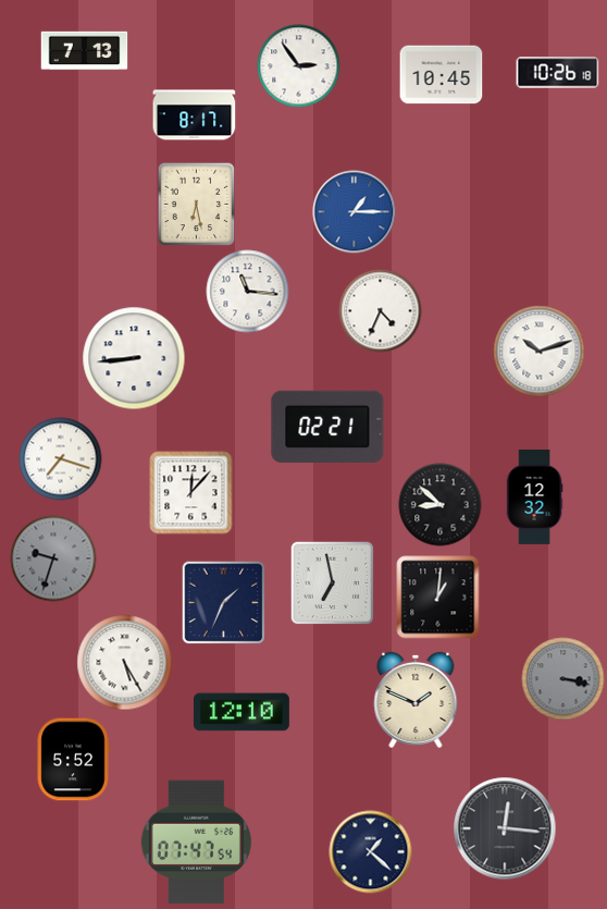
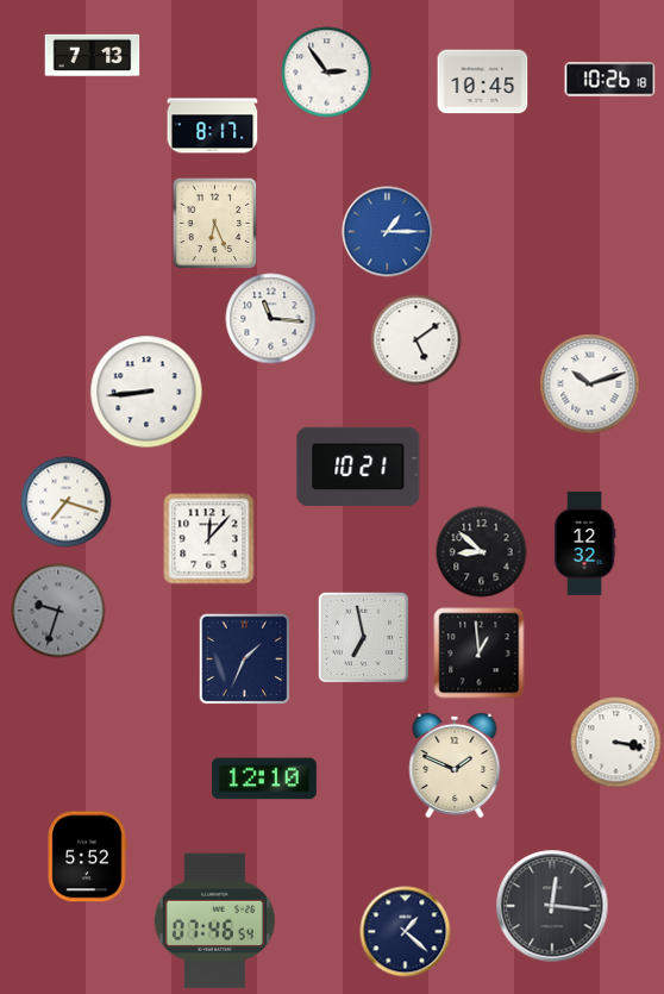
clock at (197, 204): 6:28 -> 6:26
clock at (381, 311): 4:34 -> 5:09
clock at (327, 427): 02:21 -> 10:21
clock at (438, 598): 1:01 -> 12:59
clock at (125, 663): 5:25 -> none
clock at (563, 679) dial: grey -> white
clock at (73, 760) position: (73, 760) -> (87, 857)
clock at (196, 843): 07:47 -> 07:46
